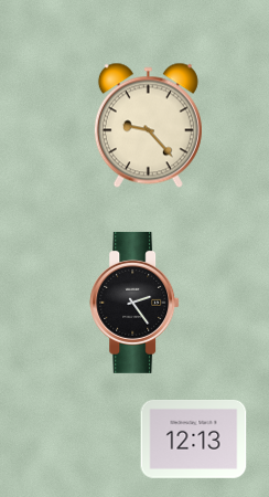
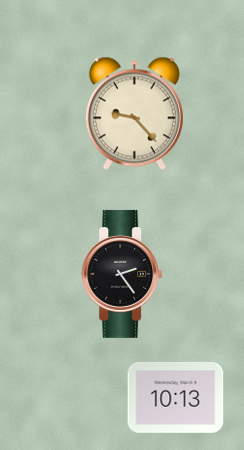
clock at (194, 438): 12:13 -> 10:13
